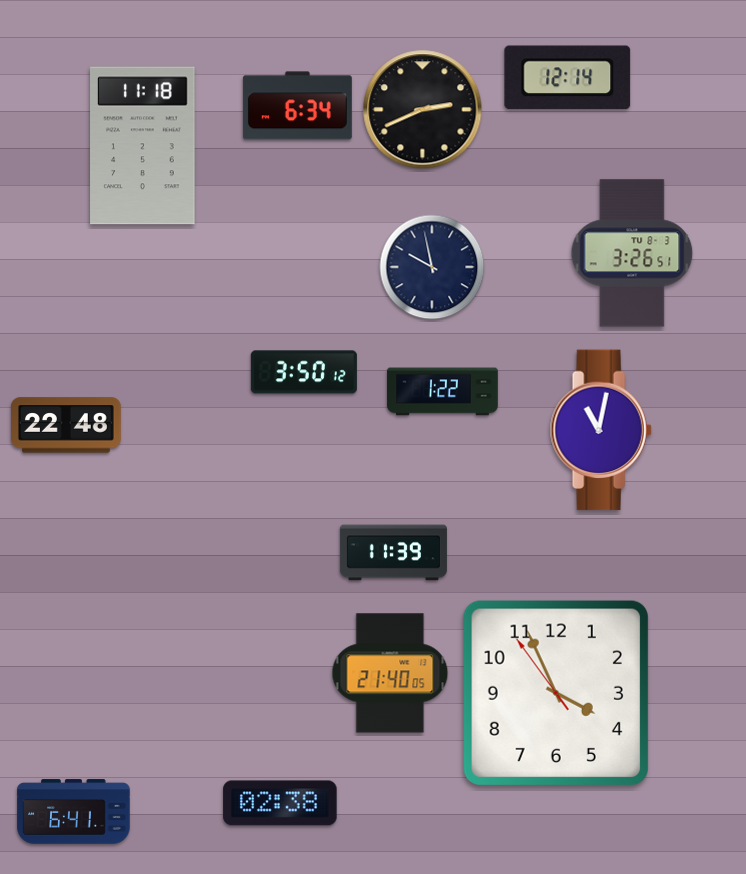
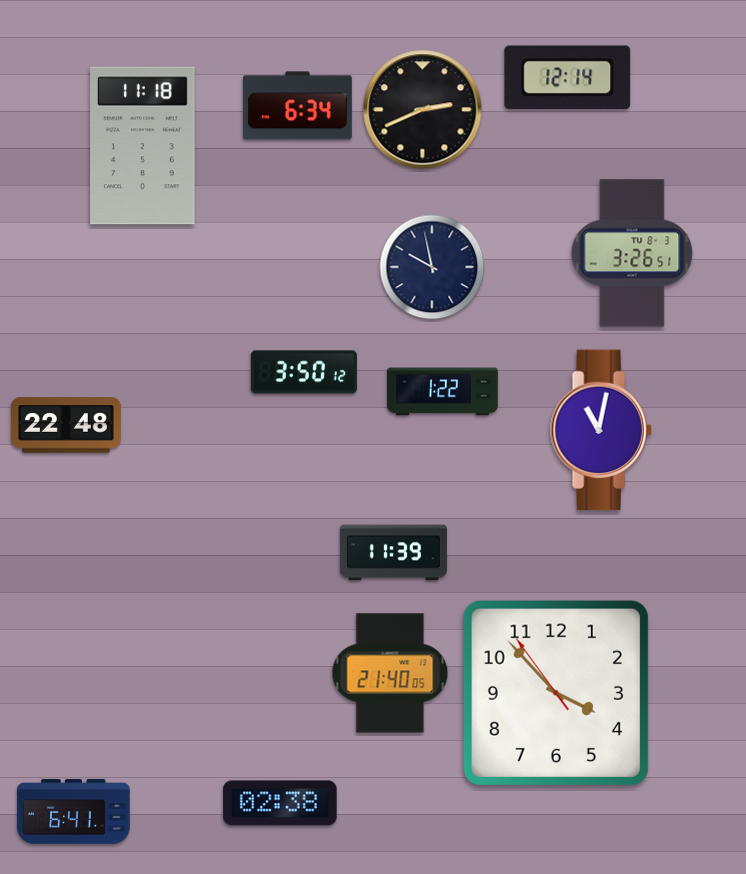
clock at (556, 693): 3:55 -> 3:52
